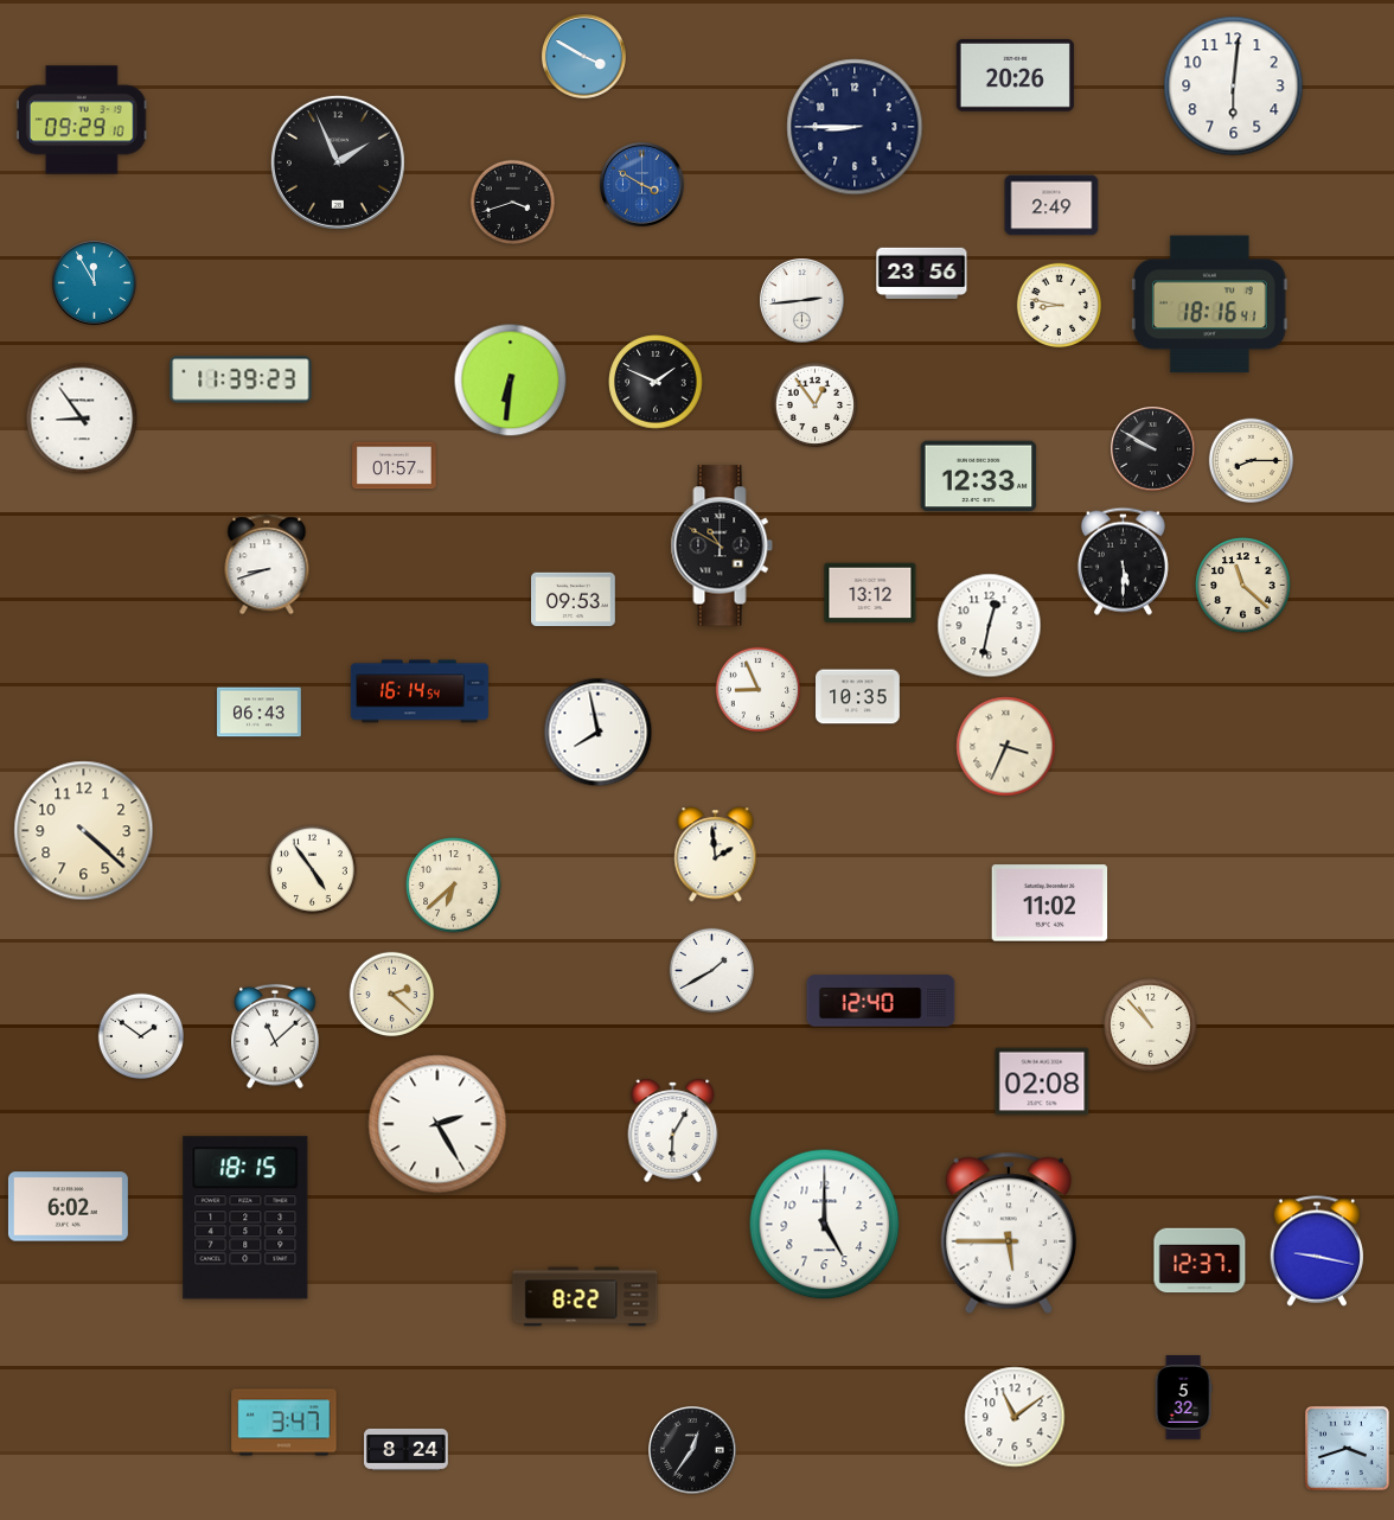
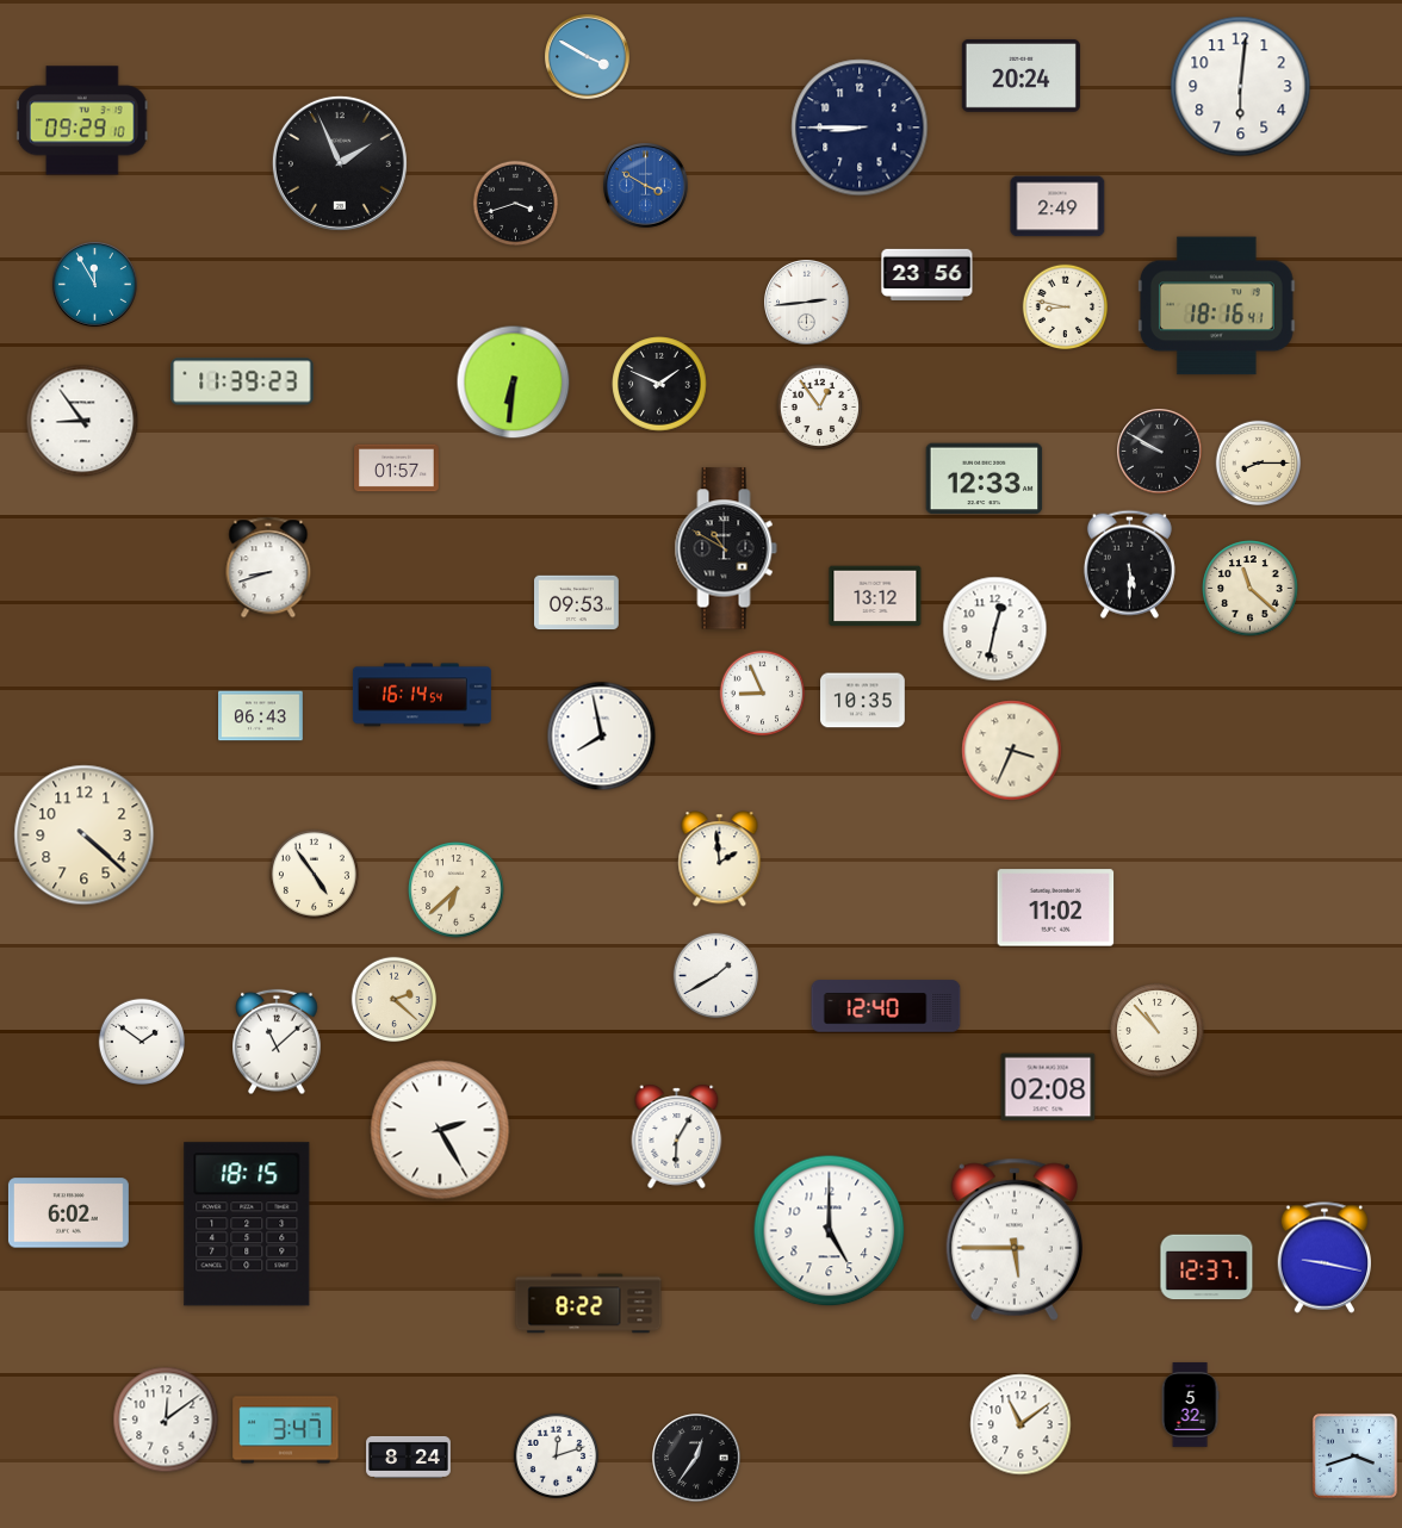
clock at (1015, 75): 20:26 -> 20:24
clock at (166, 1420): none -> 12:09
clock at (557, 1456): none -> 12:12
